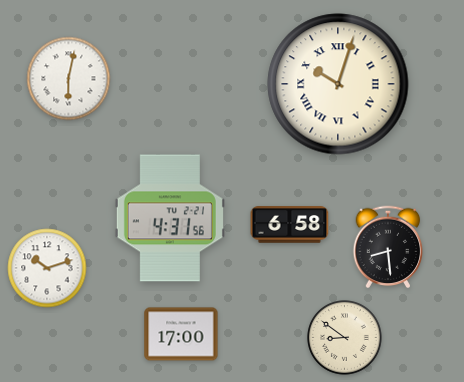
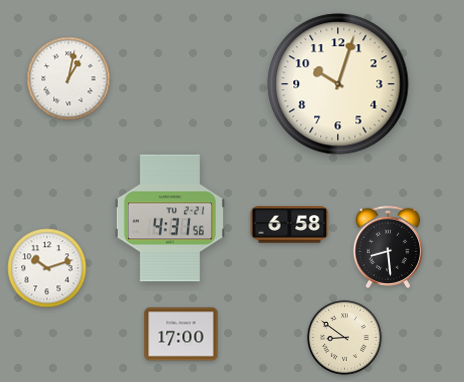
clock at (69, 79): 6:02 -> 1:02
clock at (338, 84) numerals: Roman -> Arabic
